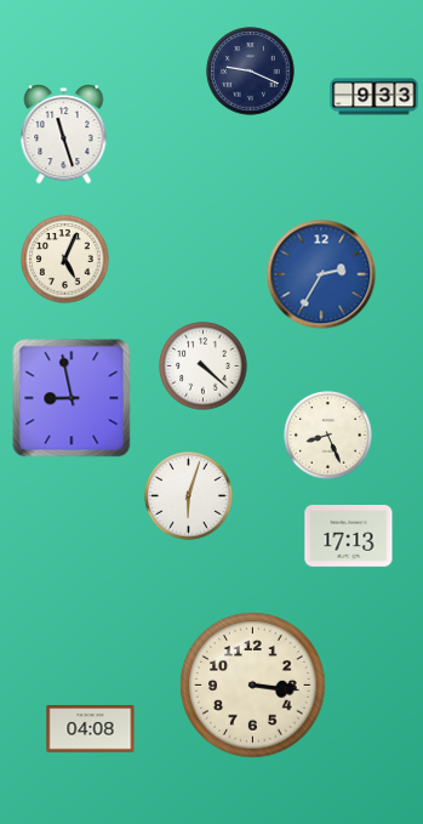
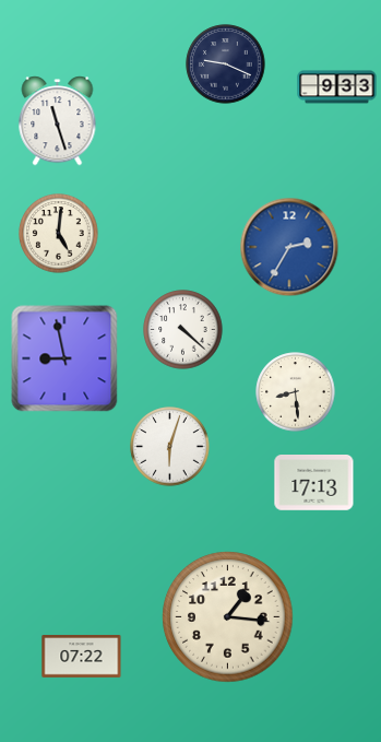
clock at (65, 260): 5:04 -> 5:01
clock at (328, 436): 8:26 -> 8:29
clock at (253, 686): 3:16 -> 1:16
clock at (91, 729): 04:08 -> 07:22
